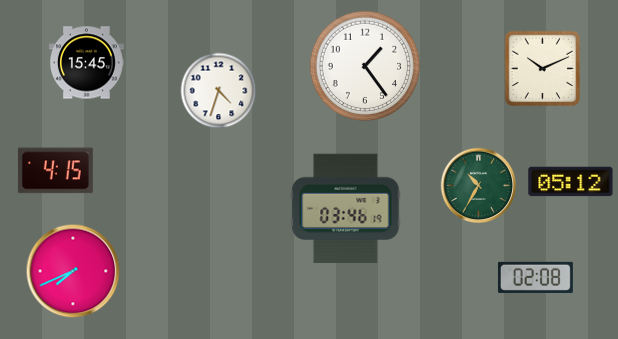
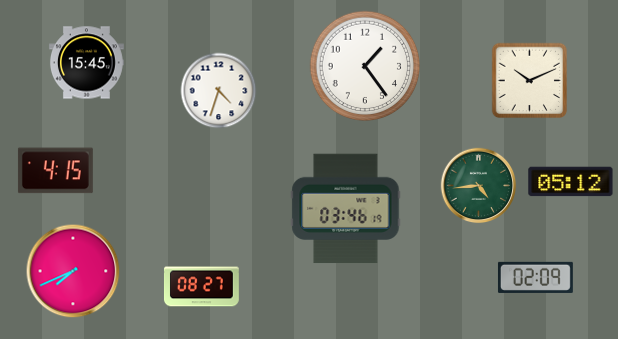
clock at (543, 69) position: (543, 69) -> (530, 81)
clock at (479, 186): 10:35 -> 4:44
clock at (535, 277): 02:08 -> 02:09
clock at (201, 287): none -> 08:27
